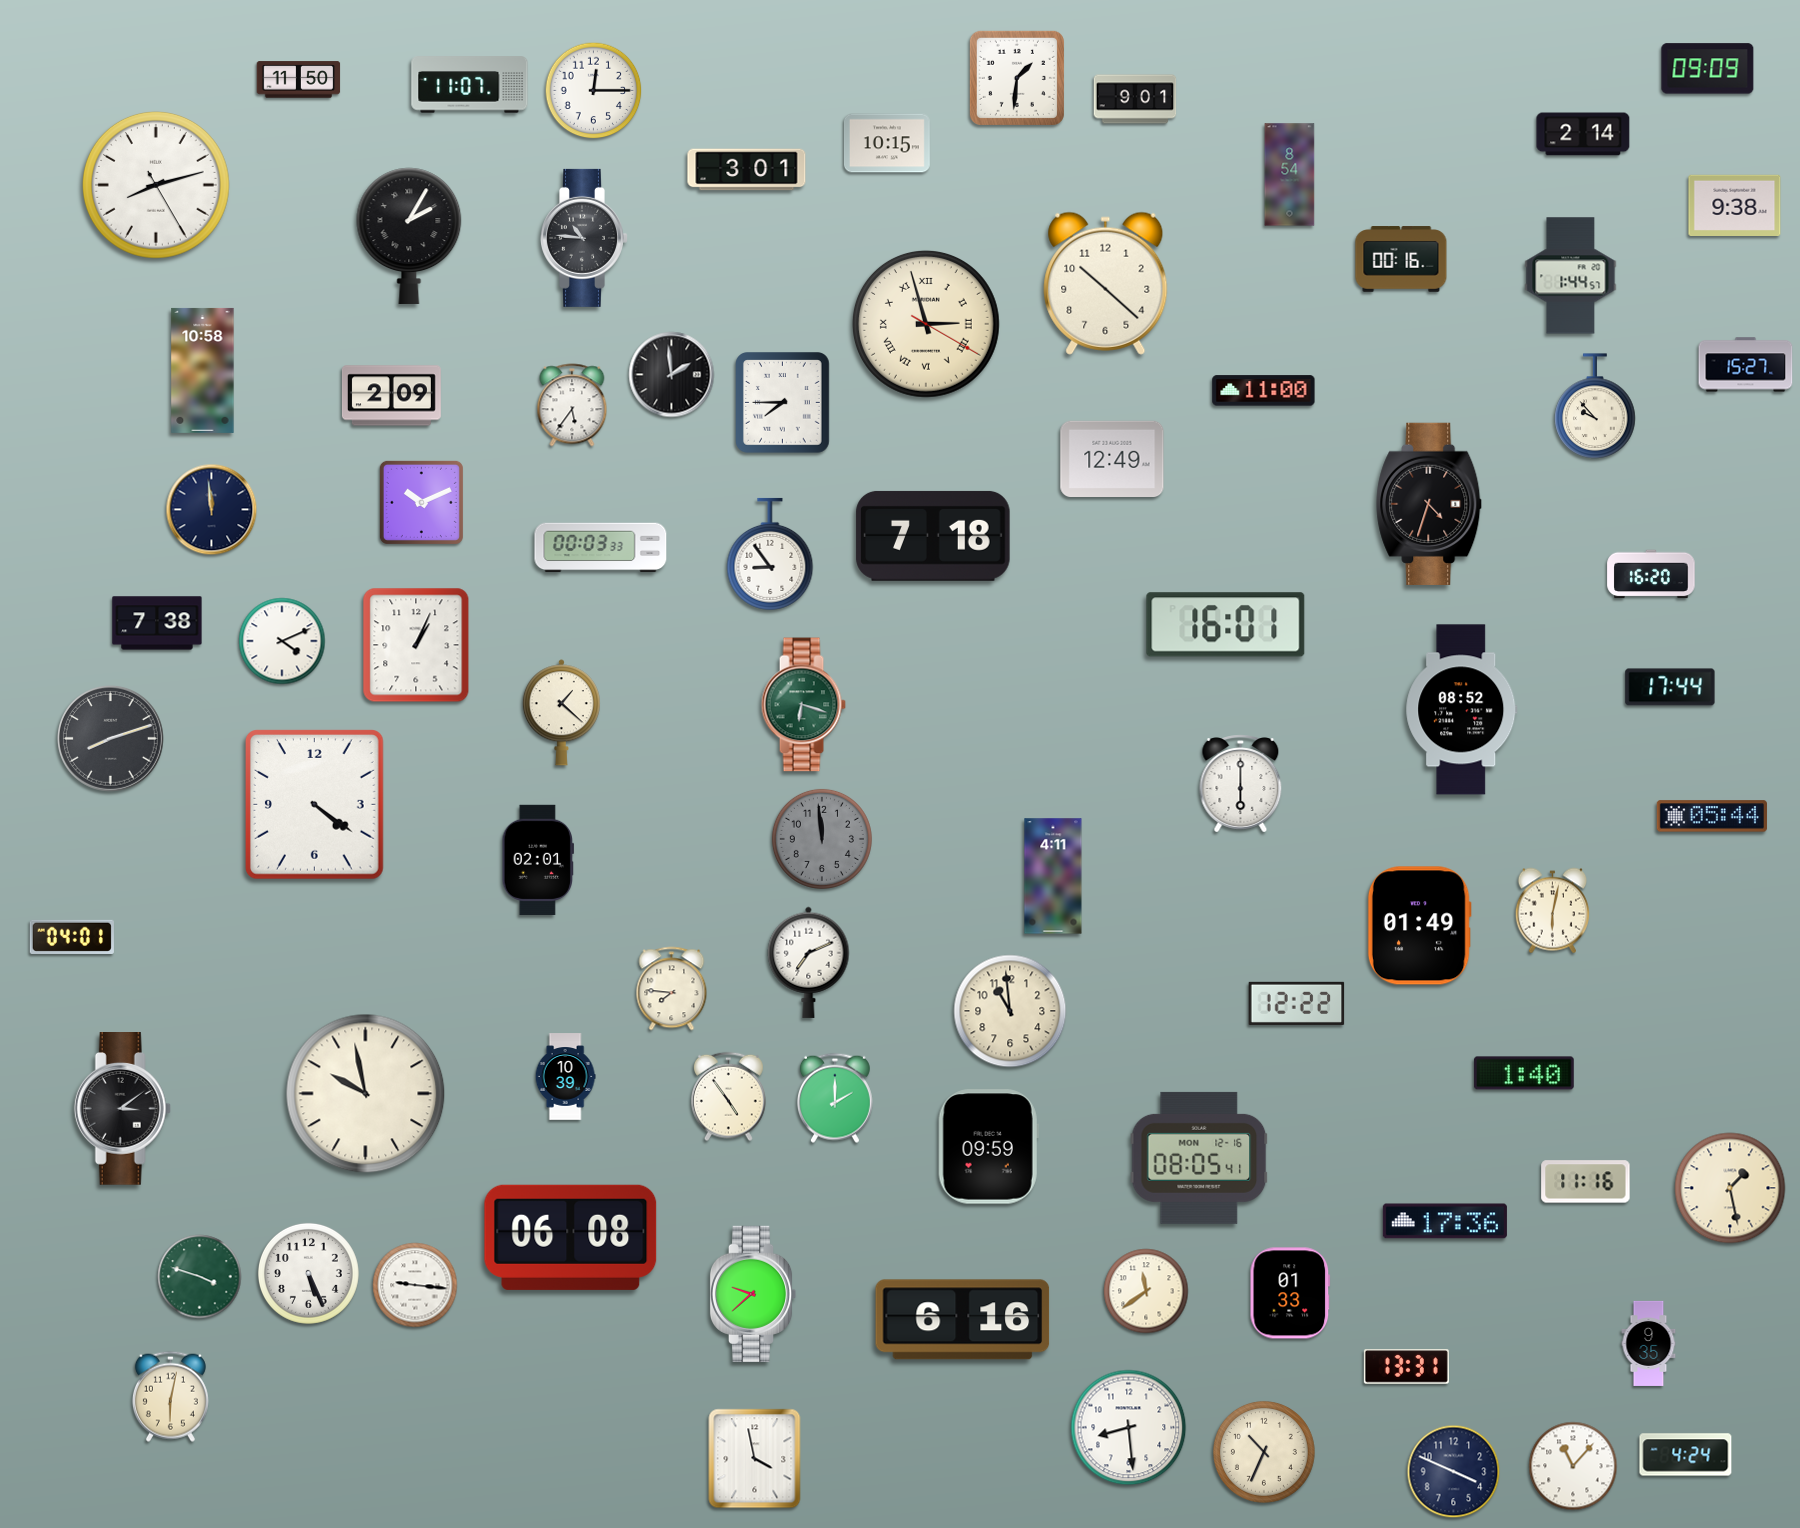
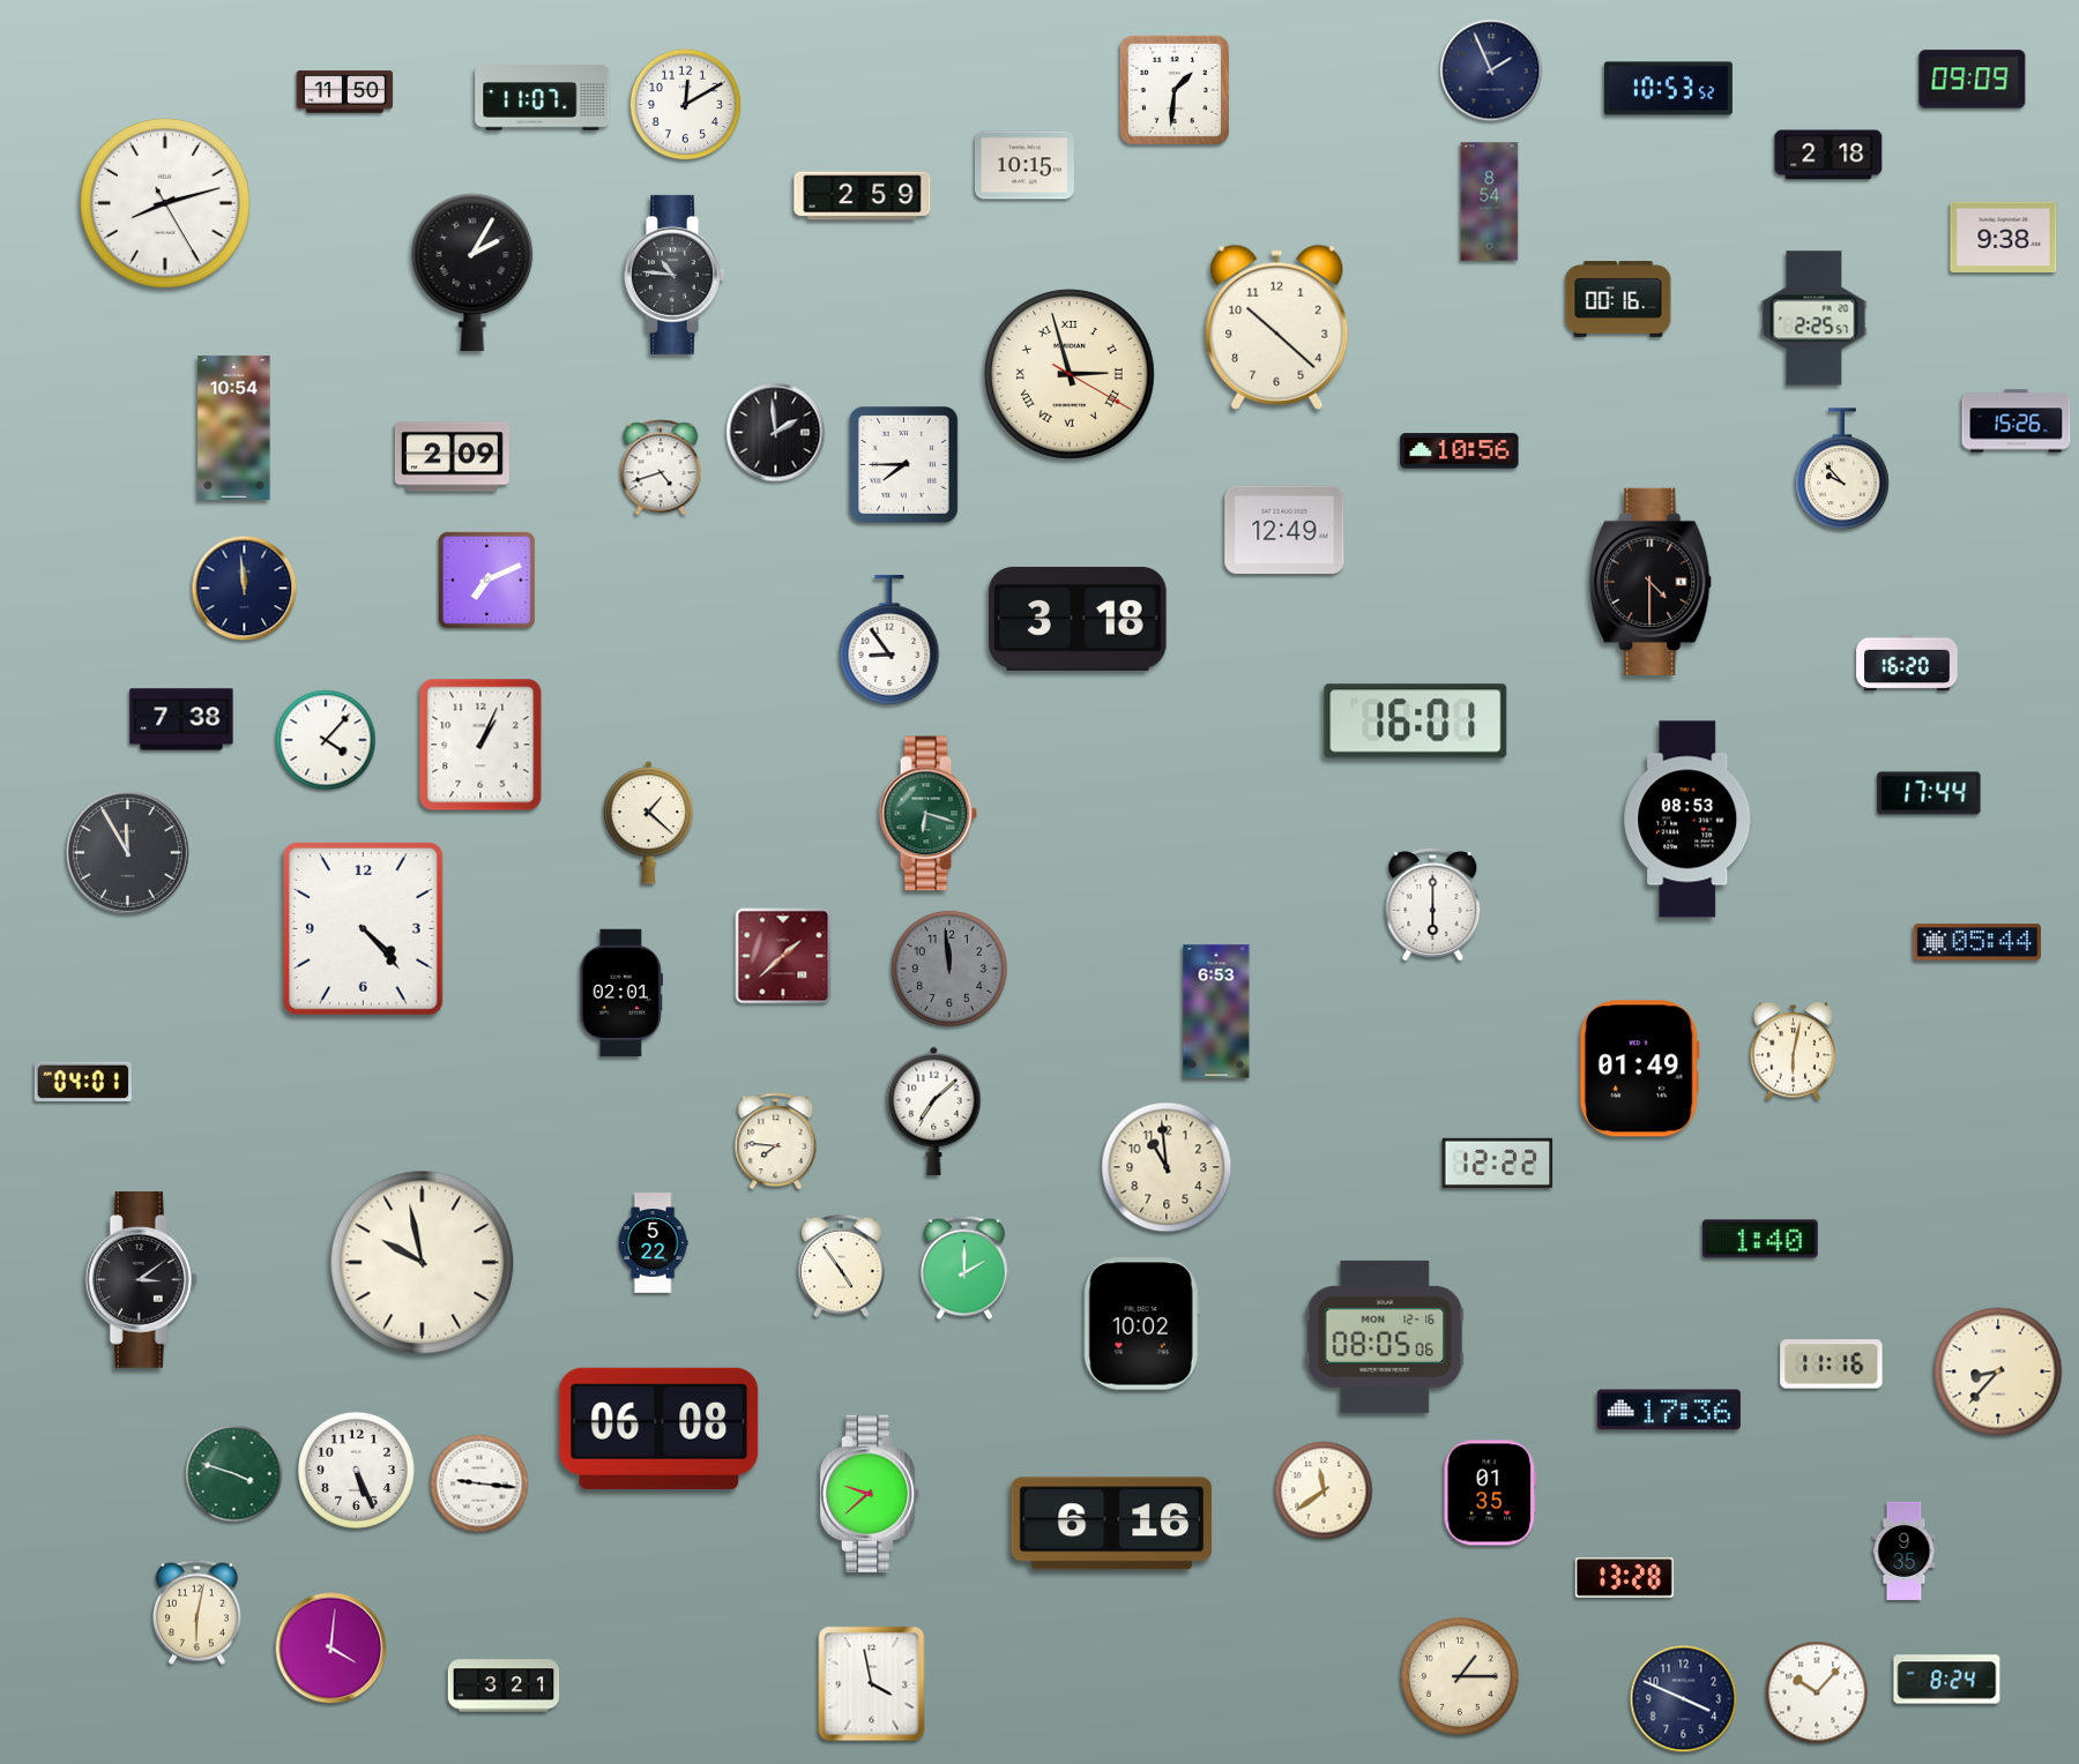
clock at (1491, 70): none -> 1:56
clock at (1668, 89): none -> 10:53
clock at (594, 91): 12:15 -> 12:10
clock at (1135, 99): 9:01 -> none
clock at (1583, 134): 2:14 -> 2:18
clock at (747, 170): 3:01 -> 2:59
clock at (156, 185) position: (156, 185) -> (165, 203)
clock at (1571, 276): 1:44 -> 2:25
clock at (1746, 365): 15:27 -> 15:26
clock at (203, 370): 10:58 -> 10:54
clock at (1264, 391): 11:00 -> 10:56
clock at (572, 405): 5:36 -> 4:42
clock at (421, 502): 10:11 -> 7:11
clock at (1430, 504): 4:33 -> 4:30
clock at (933, 536): 7:18 -> 3:18
clock at (601, 548): 00:03 -> none
clock at (282, 641): 4:11 -> 4:07
clock at (1462, 710): 08:52 -> 08:53
clock at (110, 738): 8:12 -> 11:55
clock at (315, 805): 4:21 -> 4:23
clock at (783, 956): none -> 1:38
clock at (1053, 876): 4:11 -> 6:53
clock at (809, 962): 7:11 -> 7:08
clock at (1297, 1003) position: (1297, 1003) -> (1498, 1163)
clock at (565, 1077): 10:39 -> 5:22
clock at (988, 1147): 09:59 -> 10:02
clock at (1199, 1158): 08:05:41 -> 08:05:06
clock at (1730, 1188): 1:28 -> 8:37
clock at (200, 1277) position: (200, 1277) -> (234, 1474)
clock at (1290, 1293): 01:33 -> 01:35
clock at (1406, 1367): 13:31 -> 13:28
clock at (331, 1649): none -> 4:01
clock at (1129, 1428): 8:29 -> none
clock at (1264, 1452): 10:34 -> 1:15
clock at (1686, 1455): 4:24 -> 8:24
clock at (504, 1685): none -> 3:21
clock at (1573, 1466): 11:07 -> 10:07
clock at (1454, 1472) position: (1454, 1472) -> (1684, 1699)
